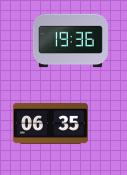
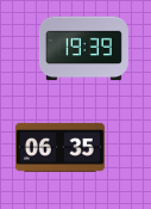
clock at (70, 41): 19:36 -> 19:39
